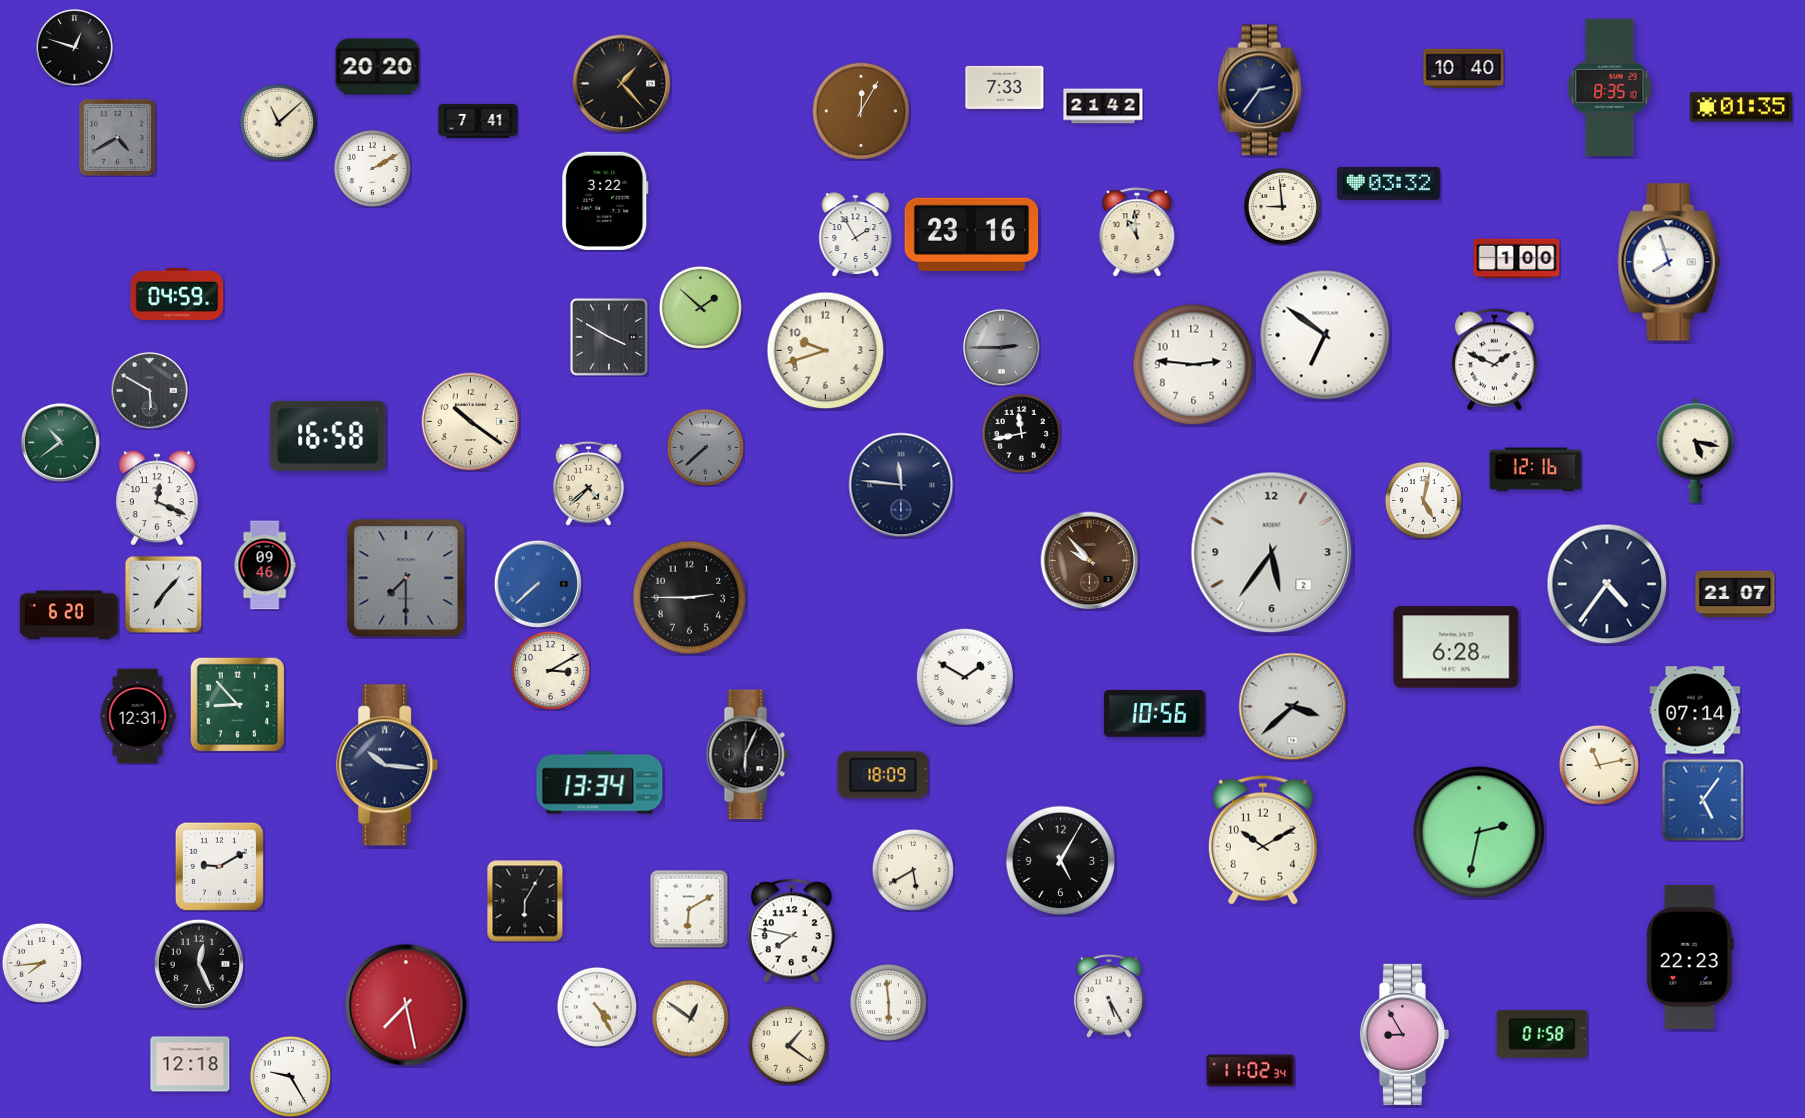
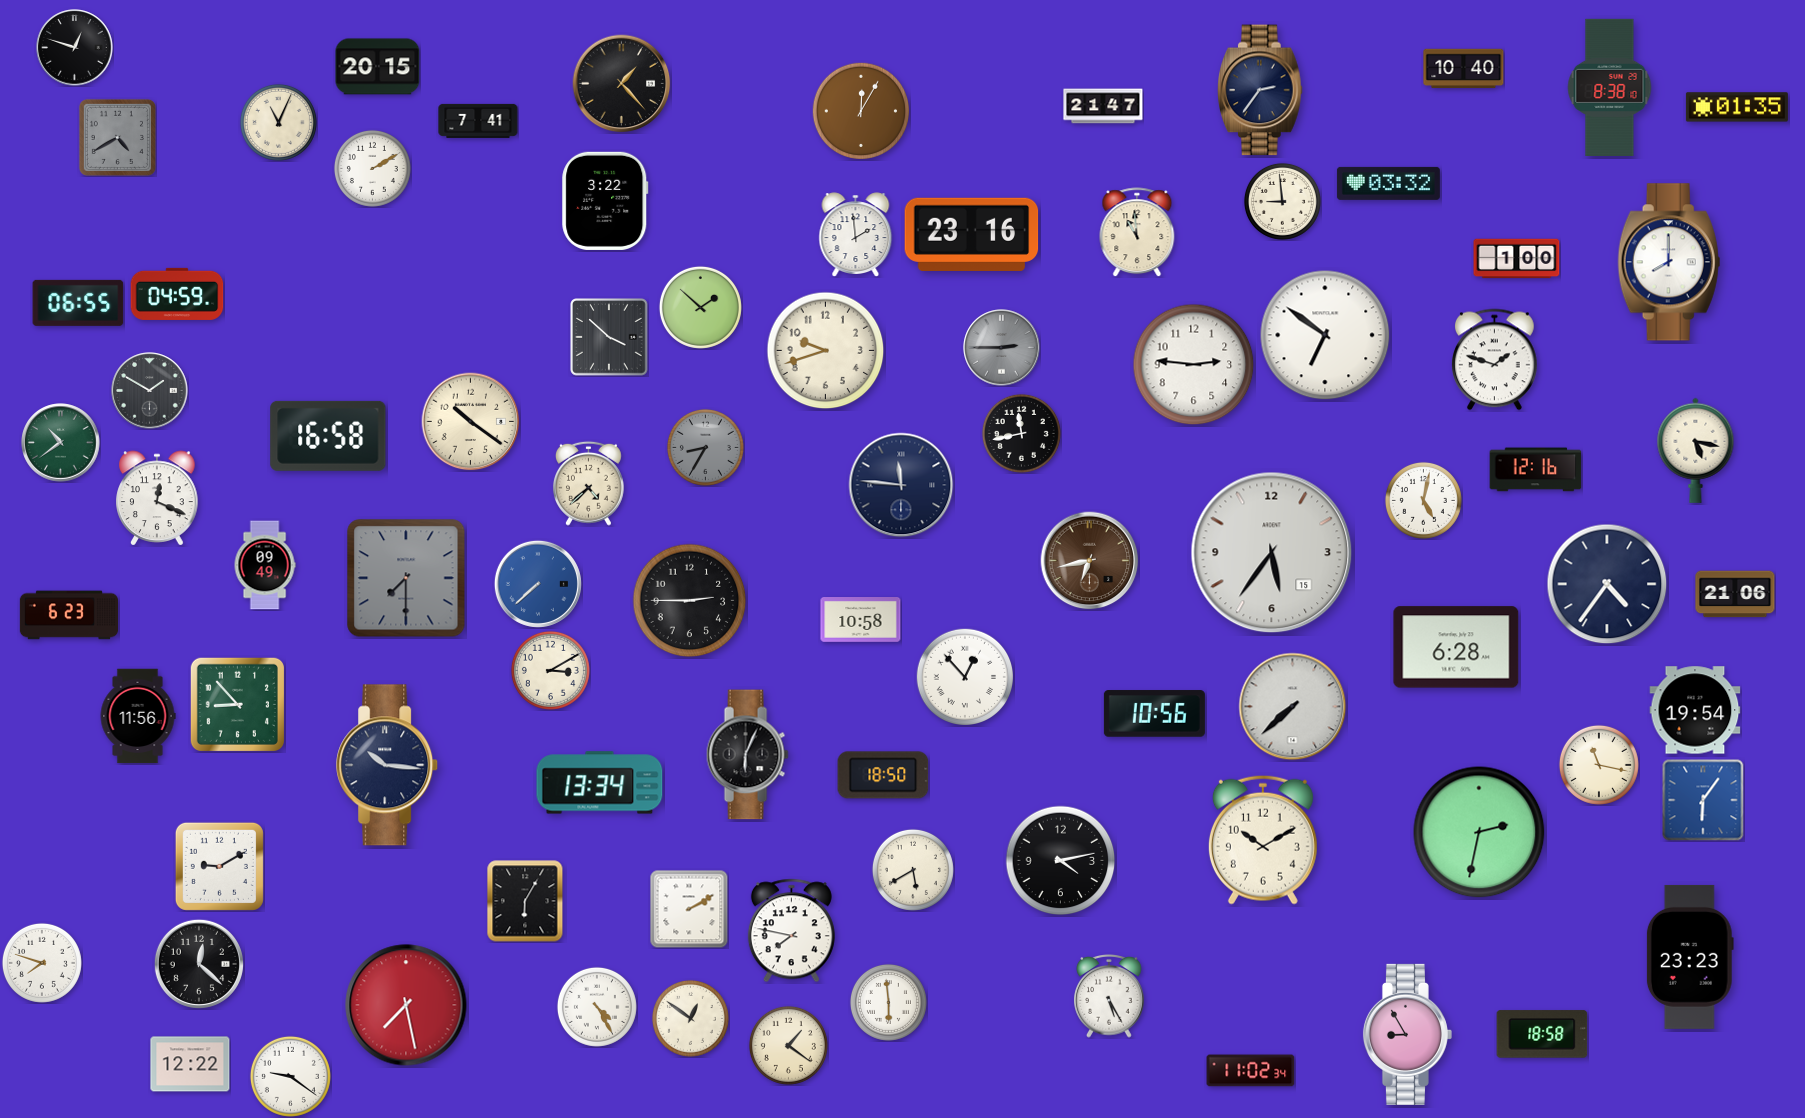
clock at (378, 67): 20:20 -> 20:15
clock at (1005, 87): 7:33 -> none
clock at (1610, 87): 8:35 -> 8:38
clock at (1103, 106): 21:42 -> 21:47
clock at (1741, 107) position: (1741, 107) -> (1737, 107)
clock at (278, 122): 11:08 -> 11:04
clock at (1282, 206) position: (1282, 206) -> (1282, 201)
clock at (856, 235): 1:55 -> 1:59
clock at (1669, 262): 7:57 -> 8:00
clock at (78, 303): none -> 06:55
clock at (609, 337): 3:50 -> 3:52
clock at (1495, 360): 1:49 -> 1:48
clock at (150, 391): 5:50 -> 1:50
clock at (705, 447): 7:38 -> 8:35
clock at (1272, 553) date: 2 -> 15
clock at (1090, 561): 9:53 -> 6:43
clock at (265, 565): 09:46 -> 09:49
clock at (163, 594): 7:07 -> none
clock at (1735, 594): 21:07 -> 21:06
clock at (690, 598) position: (690, 598) -> (690, 601)
clock at (68, 615): 6:20 -> 6:23
clock at (861, 620): none -> 10:58
clock at (964, 676): 1:50 -> 12:53
clock at (1293, 707): 3:38 -> 7:38
clock at (1695, 710): 07:14 -> 19:54
clock at (138, 716): 12:31 -> 11:56
clock at (1599, 765): 11:13 -> 11:17
clock at (883, 775): 18:09 -> 18:50
clock at (1703, 800): 5:06 -> 6:06
clock at (1061, 861): 5:05 -> 4:13
clock at (689, 909): 6:10 -> 2:10
clock at (1690, 957): 22:23 -> 23:23
clock at (42, 963): 7:44 -> 7:48
clock at (199, 964): 12:26 -> 12:22
clock at (1404, 1034) position: (1404, 1034) -> (1407, 1034)
clock at (1542, 1034): 01:58 -> 18:58
clock at (190, 1064): 12:18 -> 12:22
clock at (290, 1076): 9:25 -> 9:21
